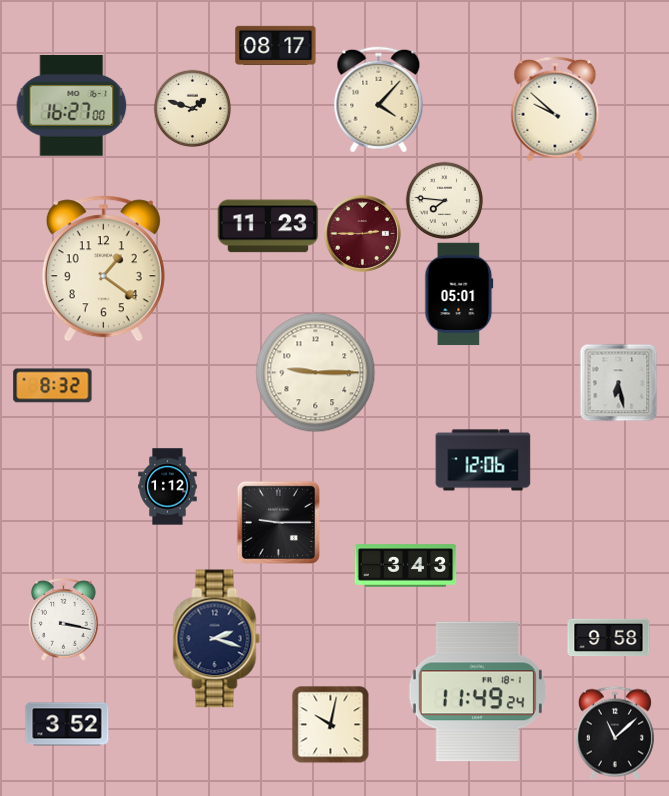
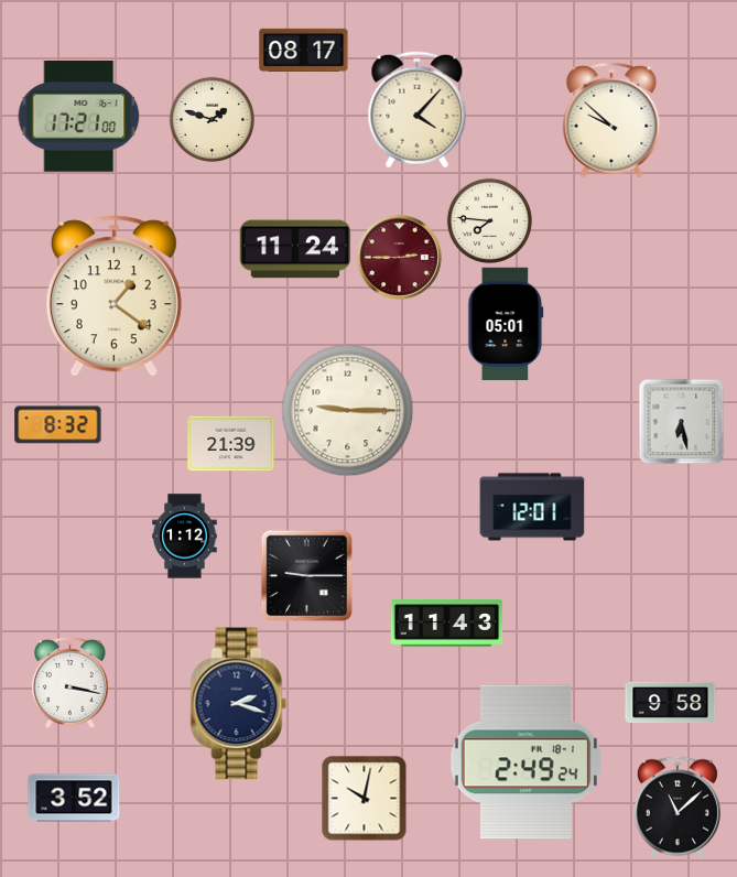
clock at (72, 106): 16:27 -> 17:21
clock at (268, 226): 11:23 -> 11:24
clock at (231, 444): none -> 21:39
clock at (483, 460): 12:06 -> 12:01
clock at (406, 566): 3:43 -> 11:43
clock at (477, 692): 11:49 -> 2:49
